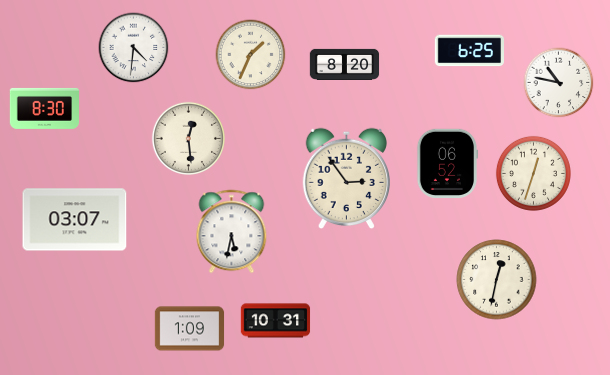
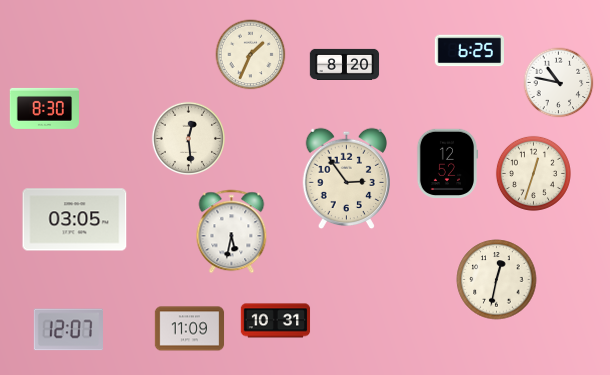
clock at (134, 48): 4:31 -> none
clock at (447, 163): 06:52 -> 12:52
clock at (75, 220): 03:07 -> 03:05
clock at (190, 329): 1:09 -> 11:09
clock at (68, 330): none -> 12:07
